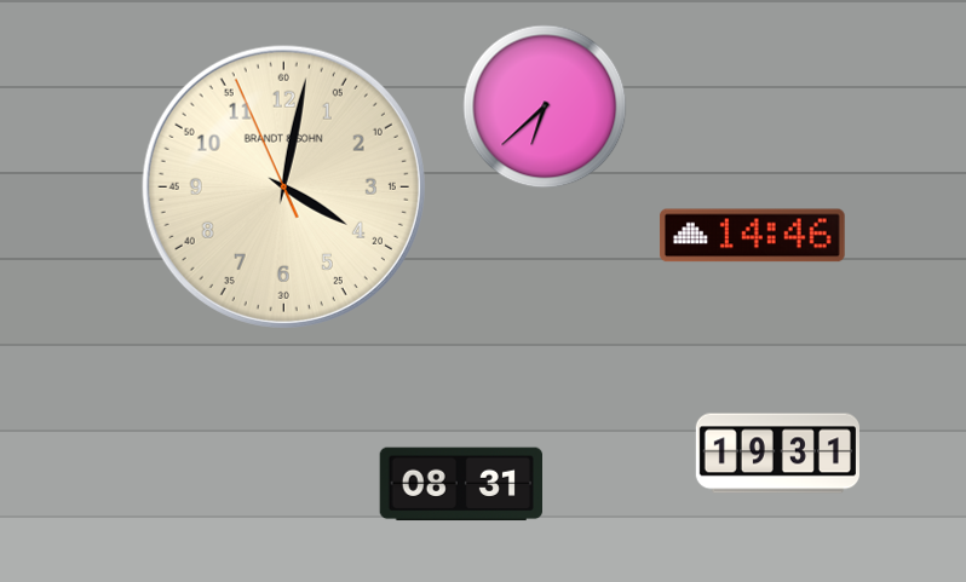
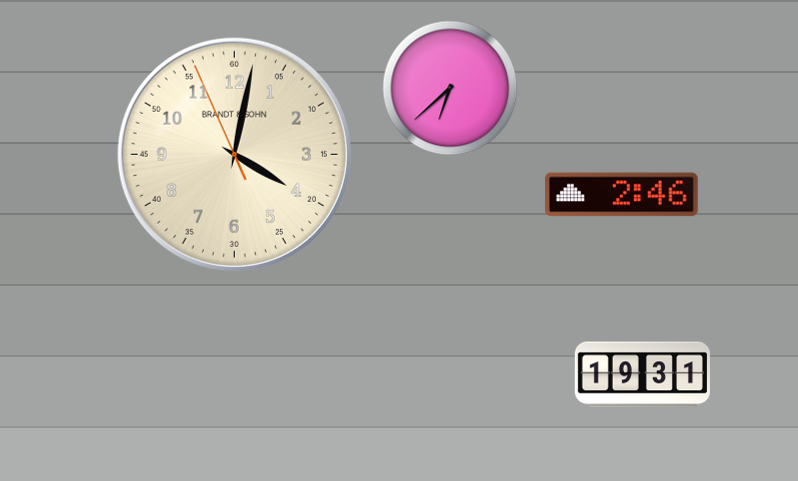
clock at (752, 236): 14:46 -> 2:46
clock at (460, 484): 08:31 -> none
